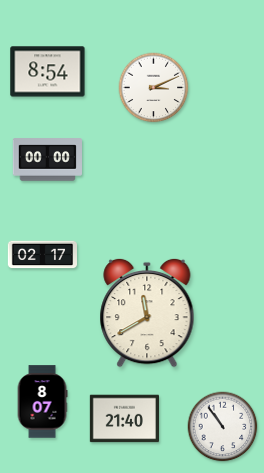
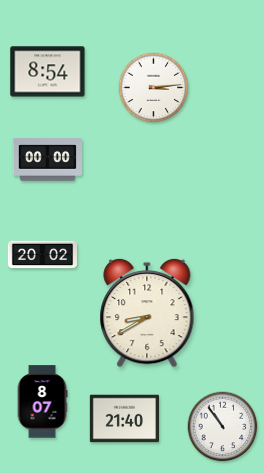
clock at (154, 88): 3:11 -> 3:14
clock at (42, 255): 02:17 -> 20:02
clock at (147, 313): 11:40 -> 8:40
